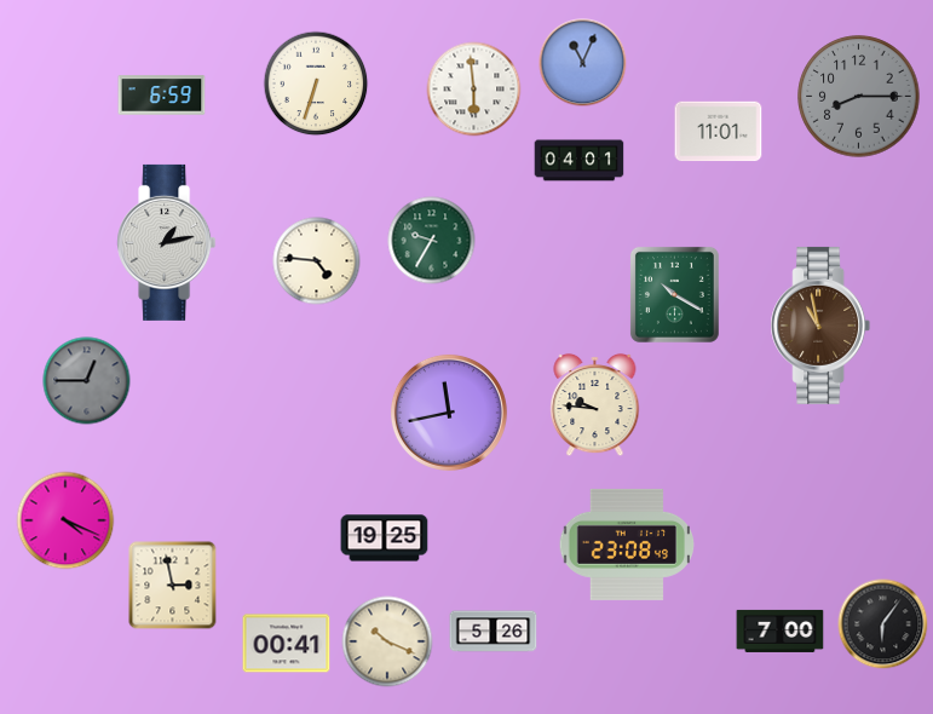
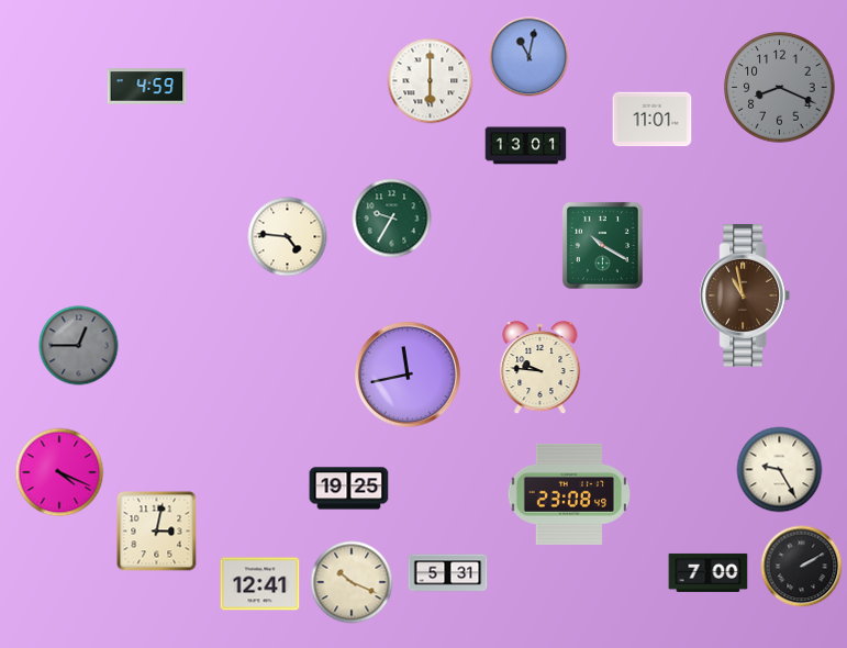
clock at (583, 63): 11:04 -> 11:02
clock at (316, 84): 6:33 -> none
clock at (474, 90): 5:59 -> 6:00
clock at (162, 96): 6:59 -> 4:59
clock at (859, 97): 8:15 -> 8:19
clock at (580, 161): 04:01 -> 13:01
clock at (167, 242): 1:13 -> none
clock at (674, 294) position: (674, 294) -> (602, 245)
clock at (780, 470): none -> 9:25
clock at (173, 586): 2:58 -> 3:02
clock at (883, 624): 6:06 -> 2:10
clock at (494, 632): 5:26 -> 5:31
clock at (287, 644): 00:41 -> 12:41
